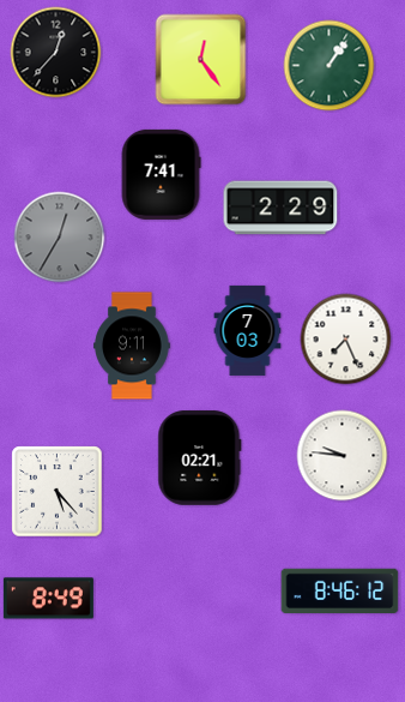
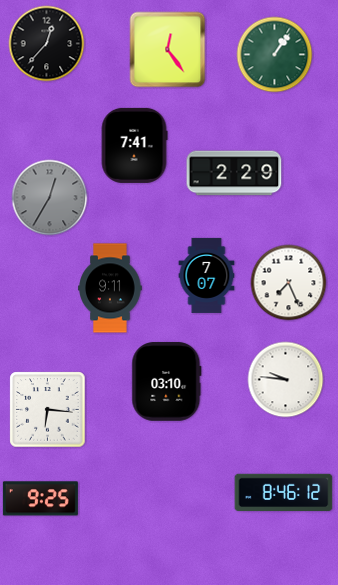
clock at (248, 330): 7:03 -> 7:07
clock at (200, 458): 02:21 -> 03:10
clock at (58, 492): 5:23 -> 6:16
clock at (48, 599): 8:49 -> 9:25
